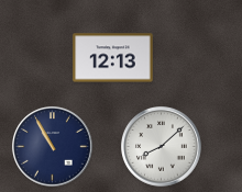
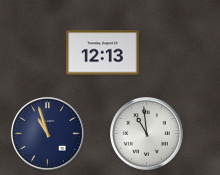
clock at (53, 147): 10:55 -> 10:57
clock at (162, 147): 8:08 -> 10:59
